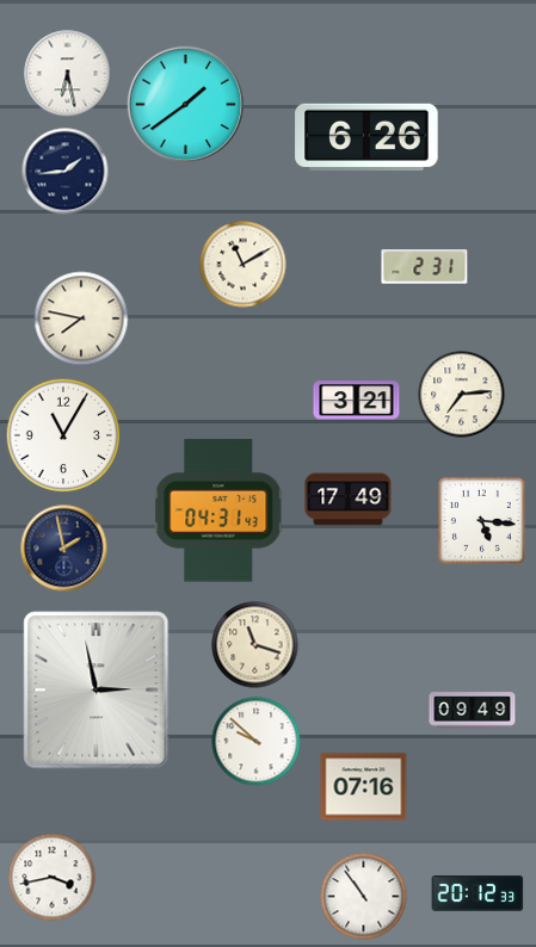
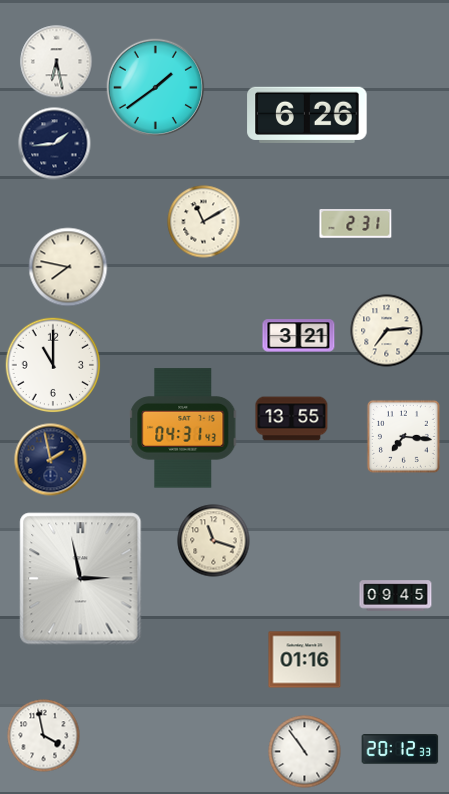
clock at (63, 435): 11:05 -> 11:00
clock at (349, 500): 17:49 -> 13:55
clock at (481, 520): 5:16 -> 7:16
clock at (64, 549) position: (64, 549) -> (51, 460)
clock at (473, 711): 09:49 -> 09:45
clock at (257, 742): 9:52 -> none
clock at (364, 787): 07:16 -> 01:16
clock at (53, 878): 3:43 -> 3:58
